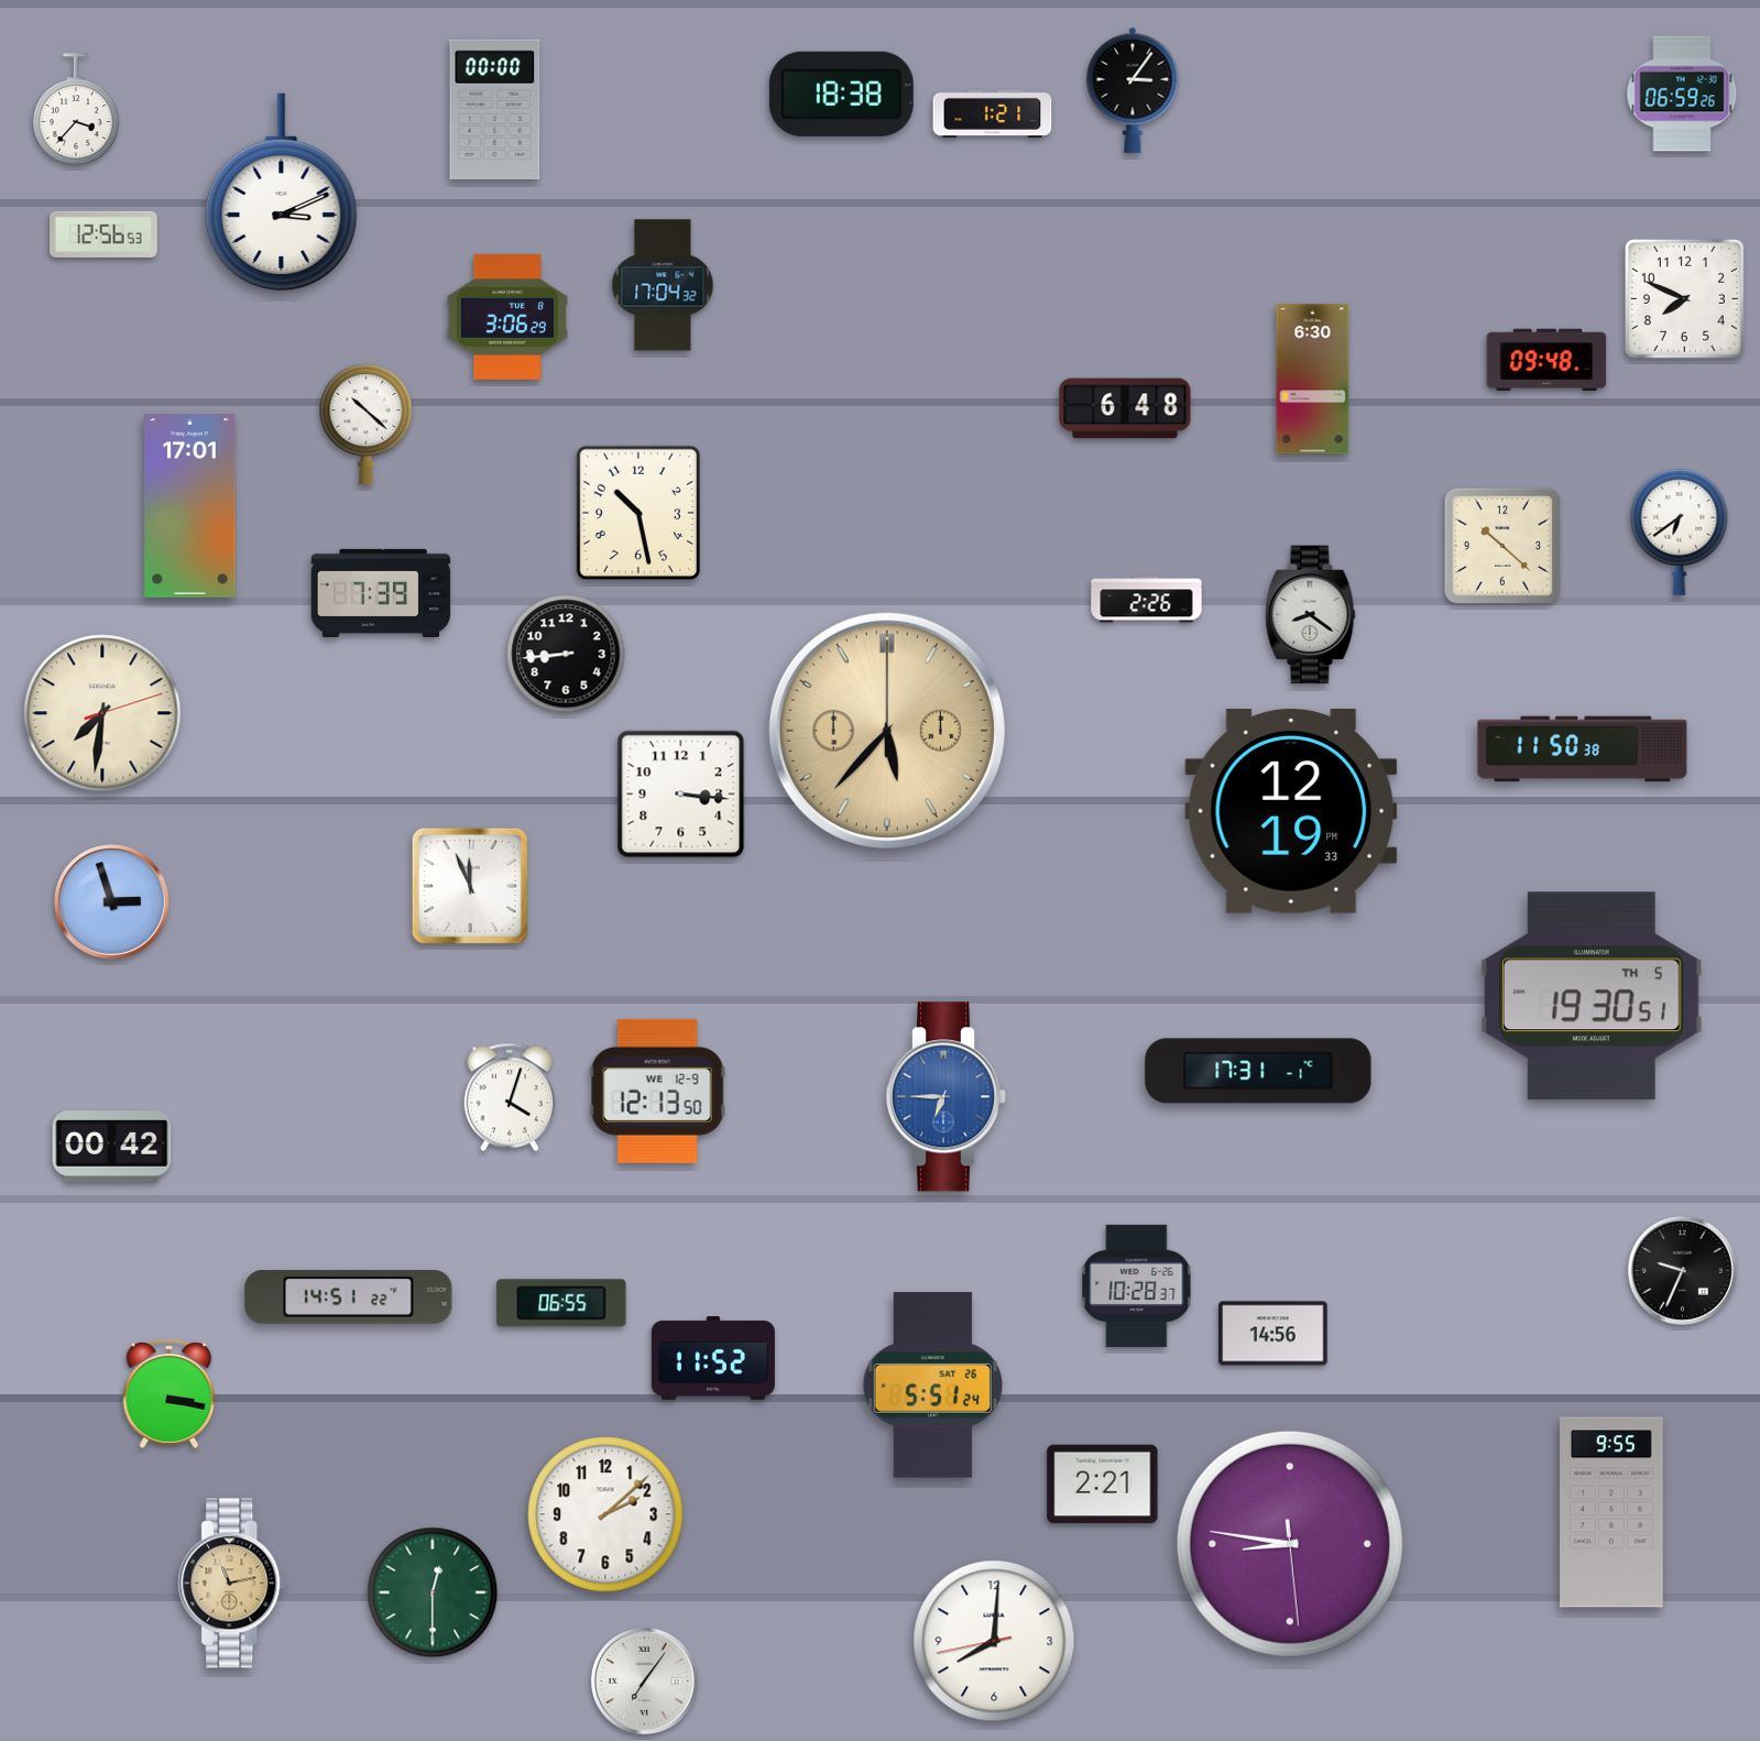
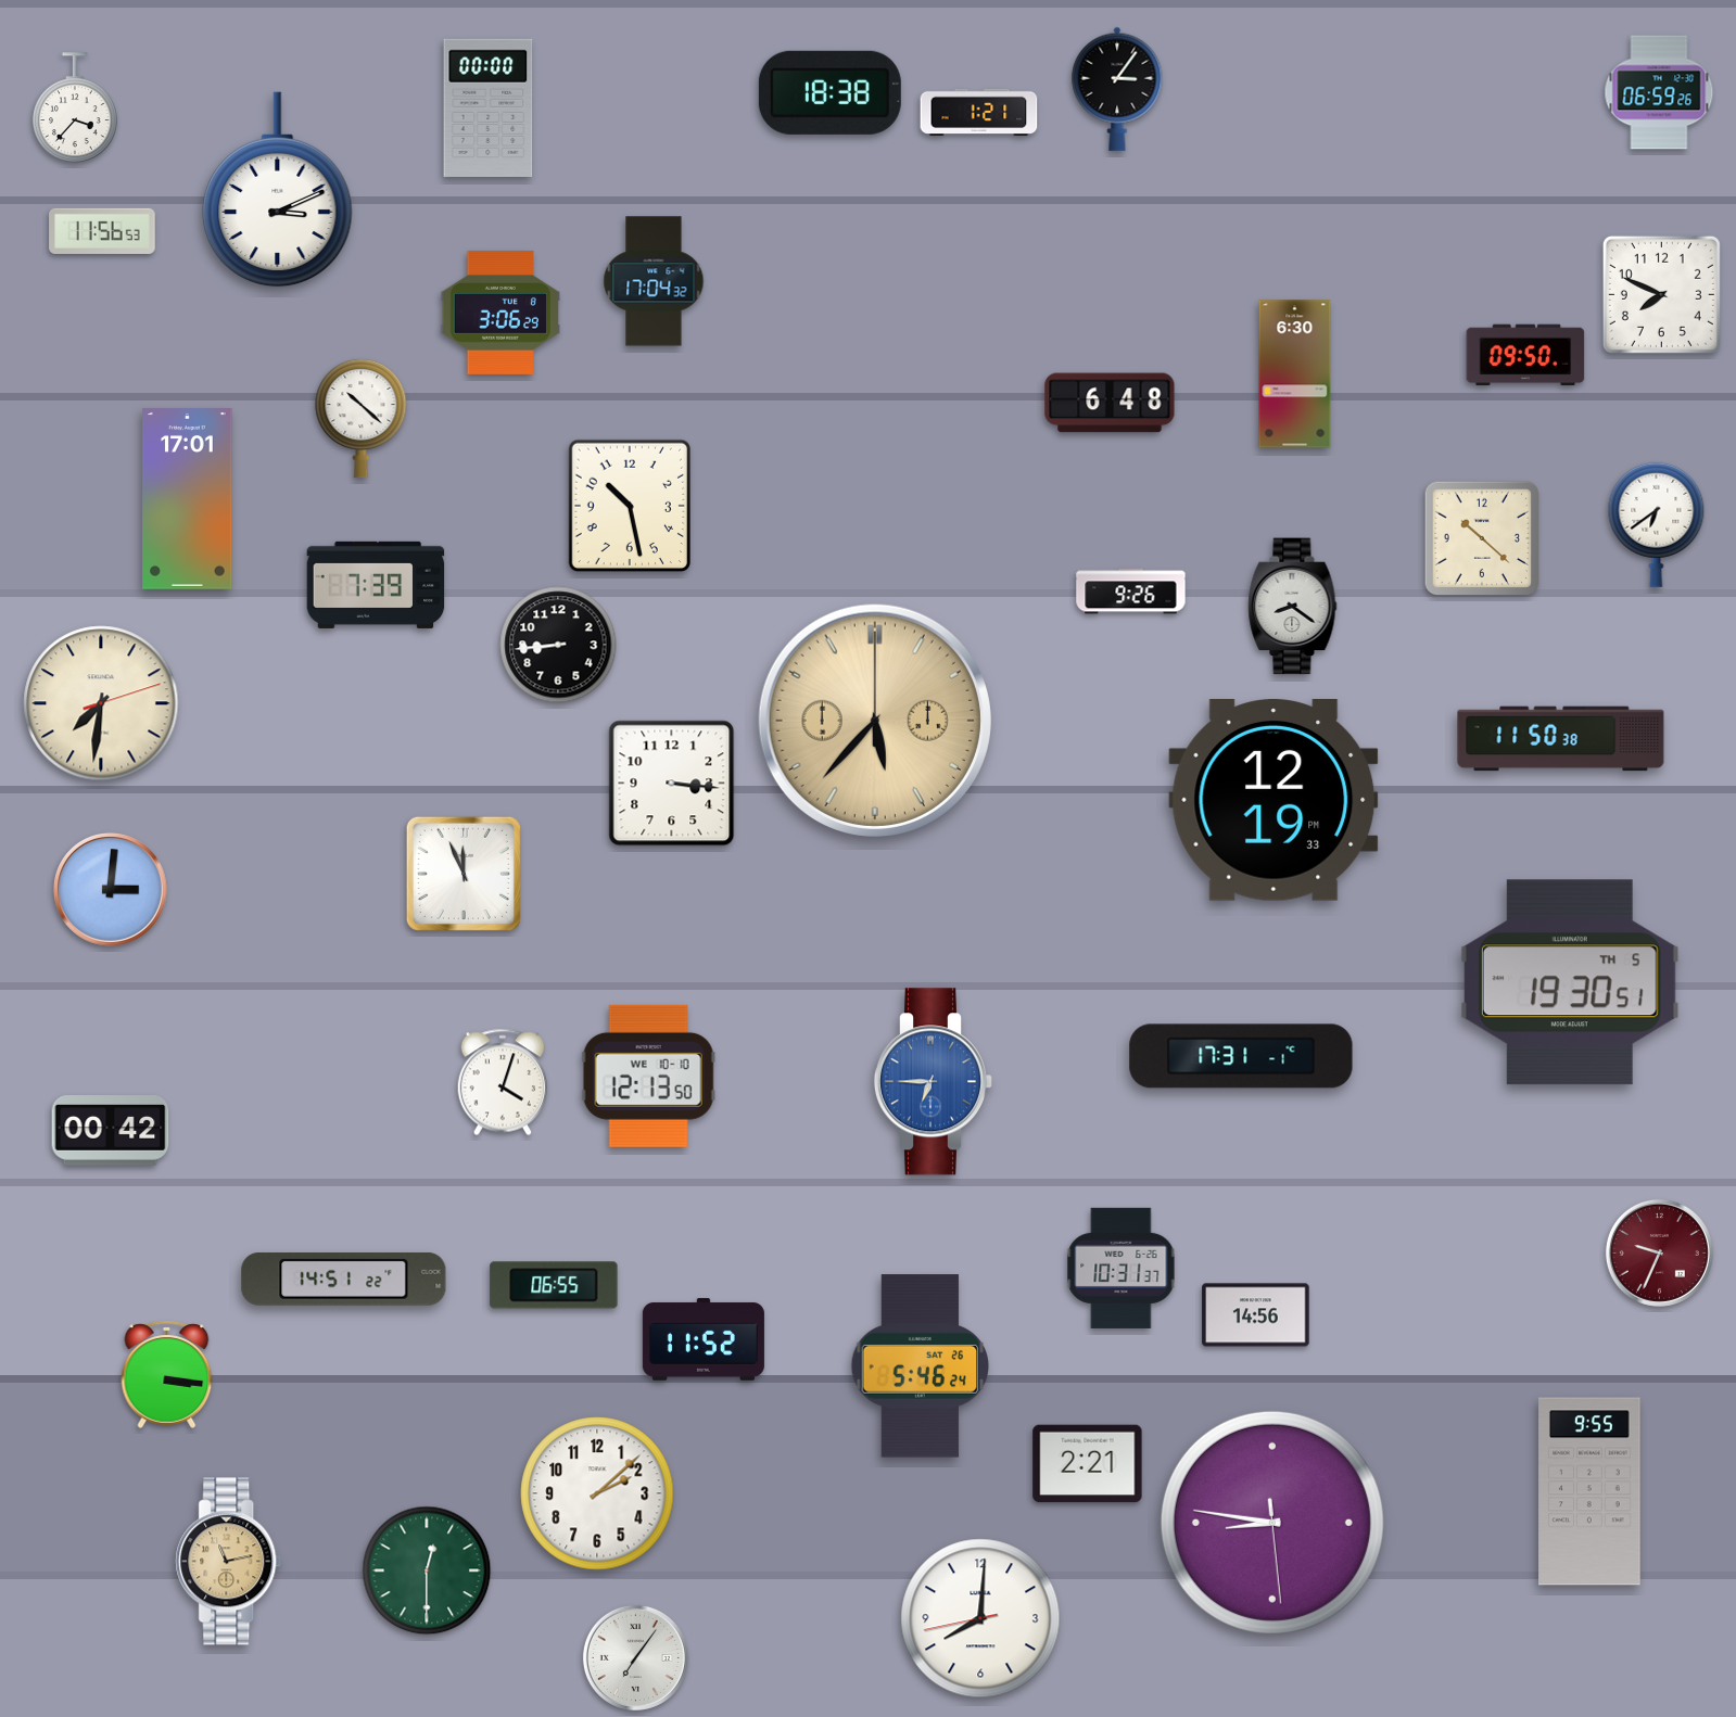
clock at (103, 234): 12:56 -> 11:56
clock at (1546, 360): 09:48 -> 09:50
clock at (1147, 600): 2:26 -> 9:26
clock at (112, 902): 2:57 -> 3:01
clock at (657, 1091) date: WE 12-9 -> WE 10-10
clock at (1682, 1270) dial: black -> burgundy
clock at (1137, 1285): 10:28 -> 10:31
clock at (932, 1386): 5:51 -> 5:46
clock at (170, 1393): 3:17 -> 3:16
